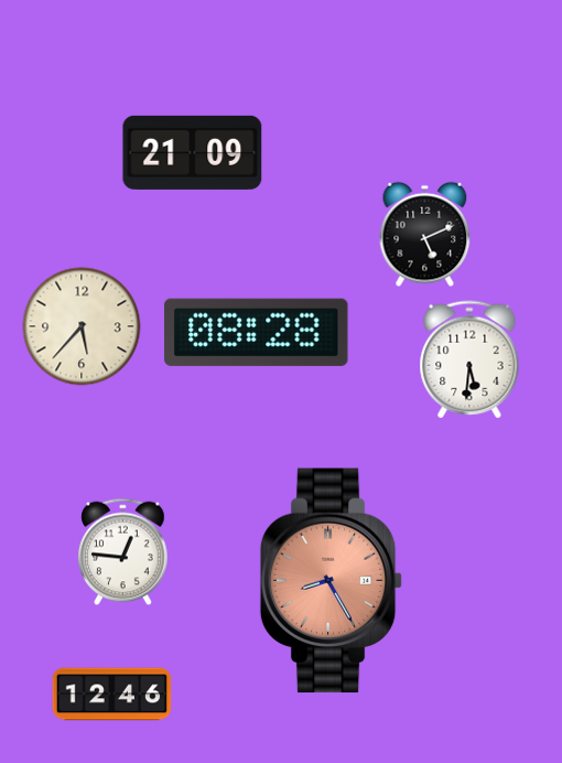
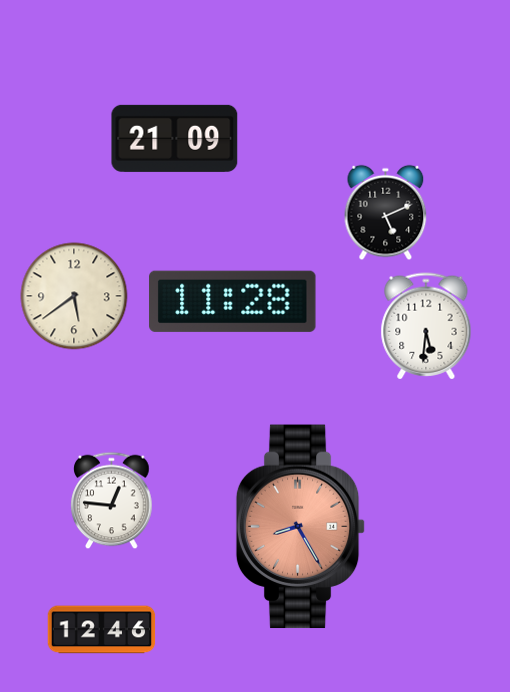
clock at (82, 326): 5:37 -> 5:39
clock at (257, 332): 08:28 -> 11:28
